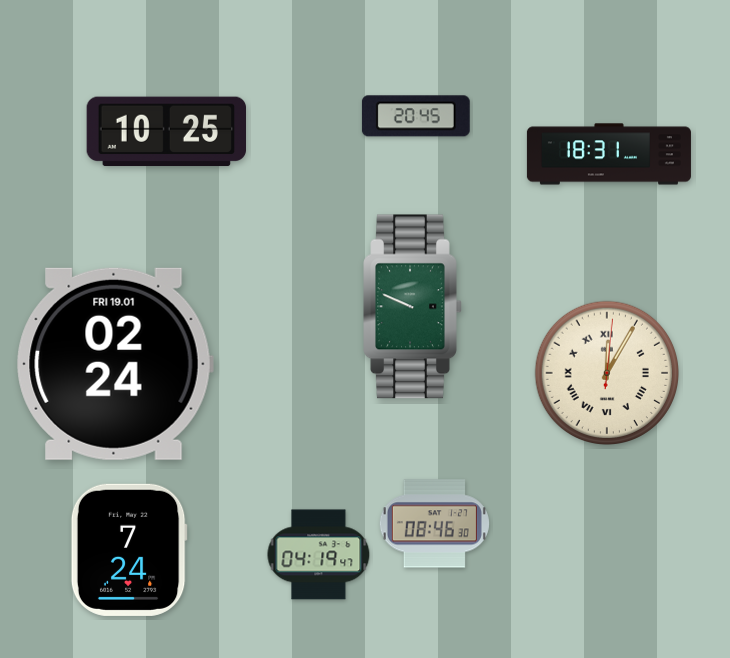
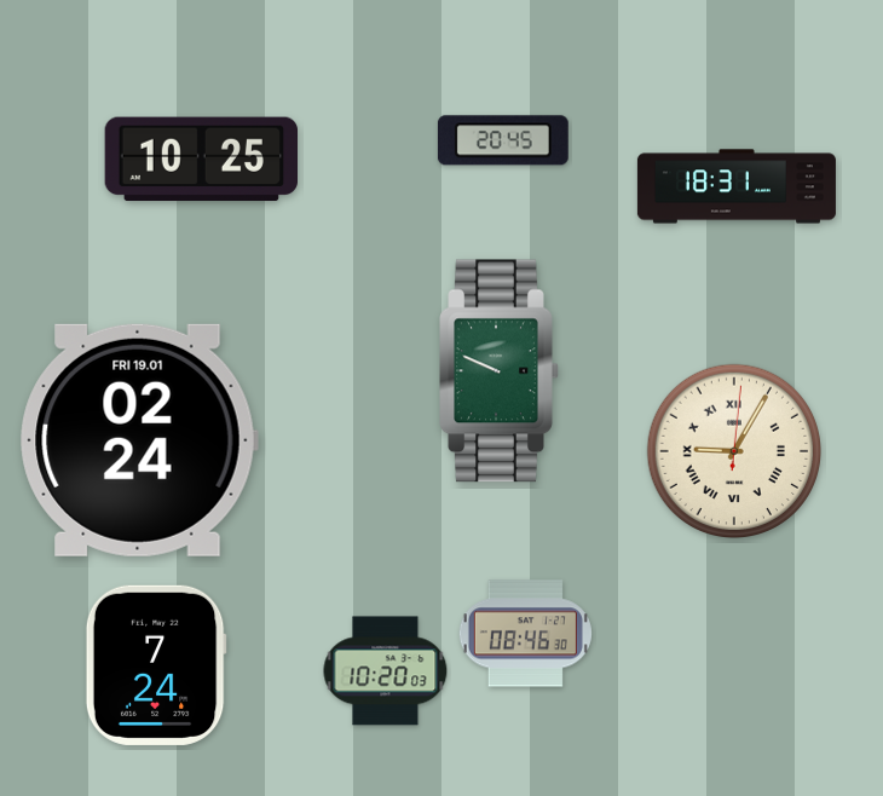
clock at (606, 372): 12:05 -> 9:05
clock at (319, 555): 04:19 -> 10:20
